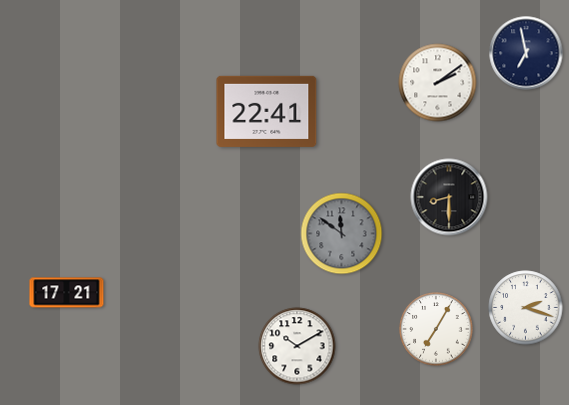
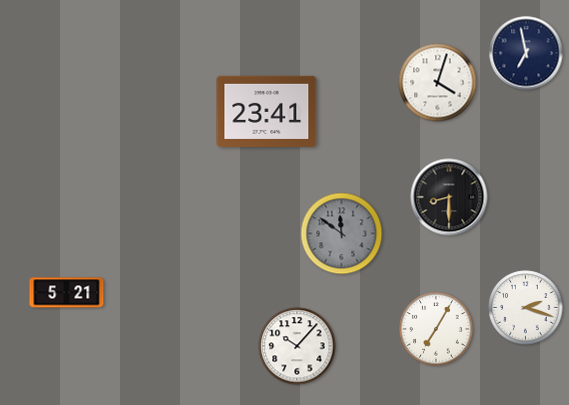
clock at (438, 83): 2:09 -> 4:03
clock at (267, 111): 22:41 -> 23:41
clock at (67, 293): 17:21 -> 5:21
clock at (297, 346): 10:10 -> 10:07
